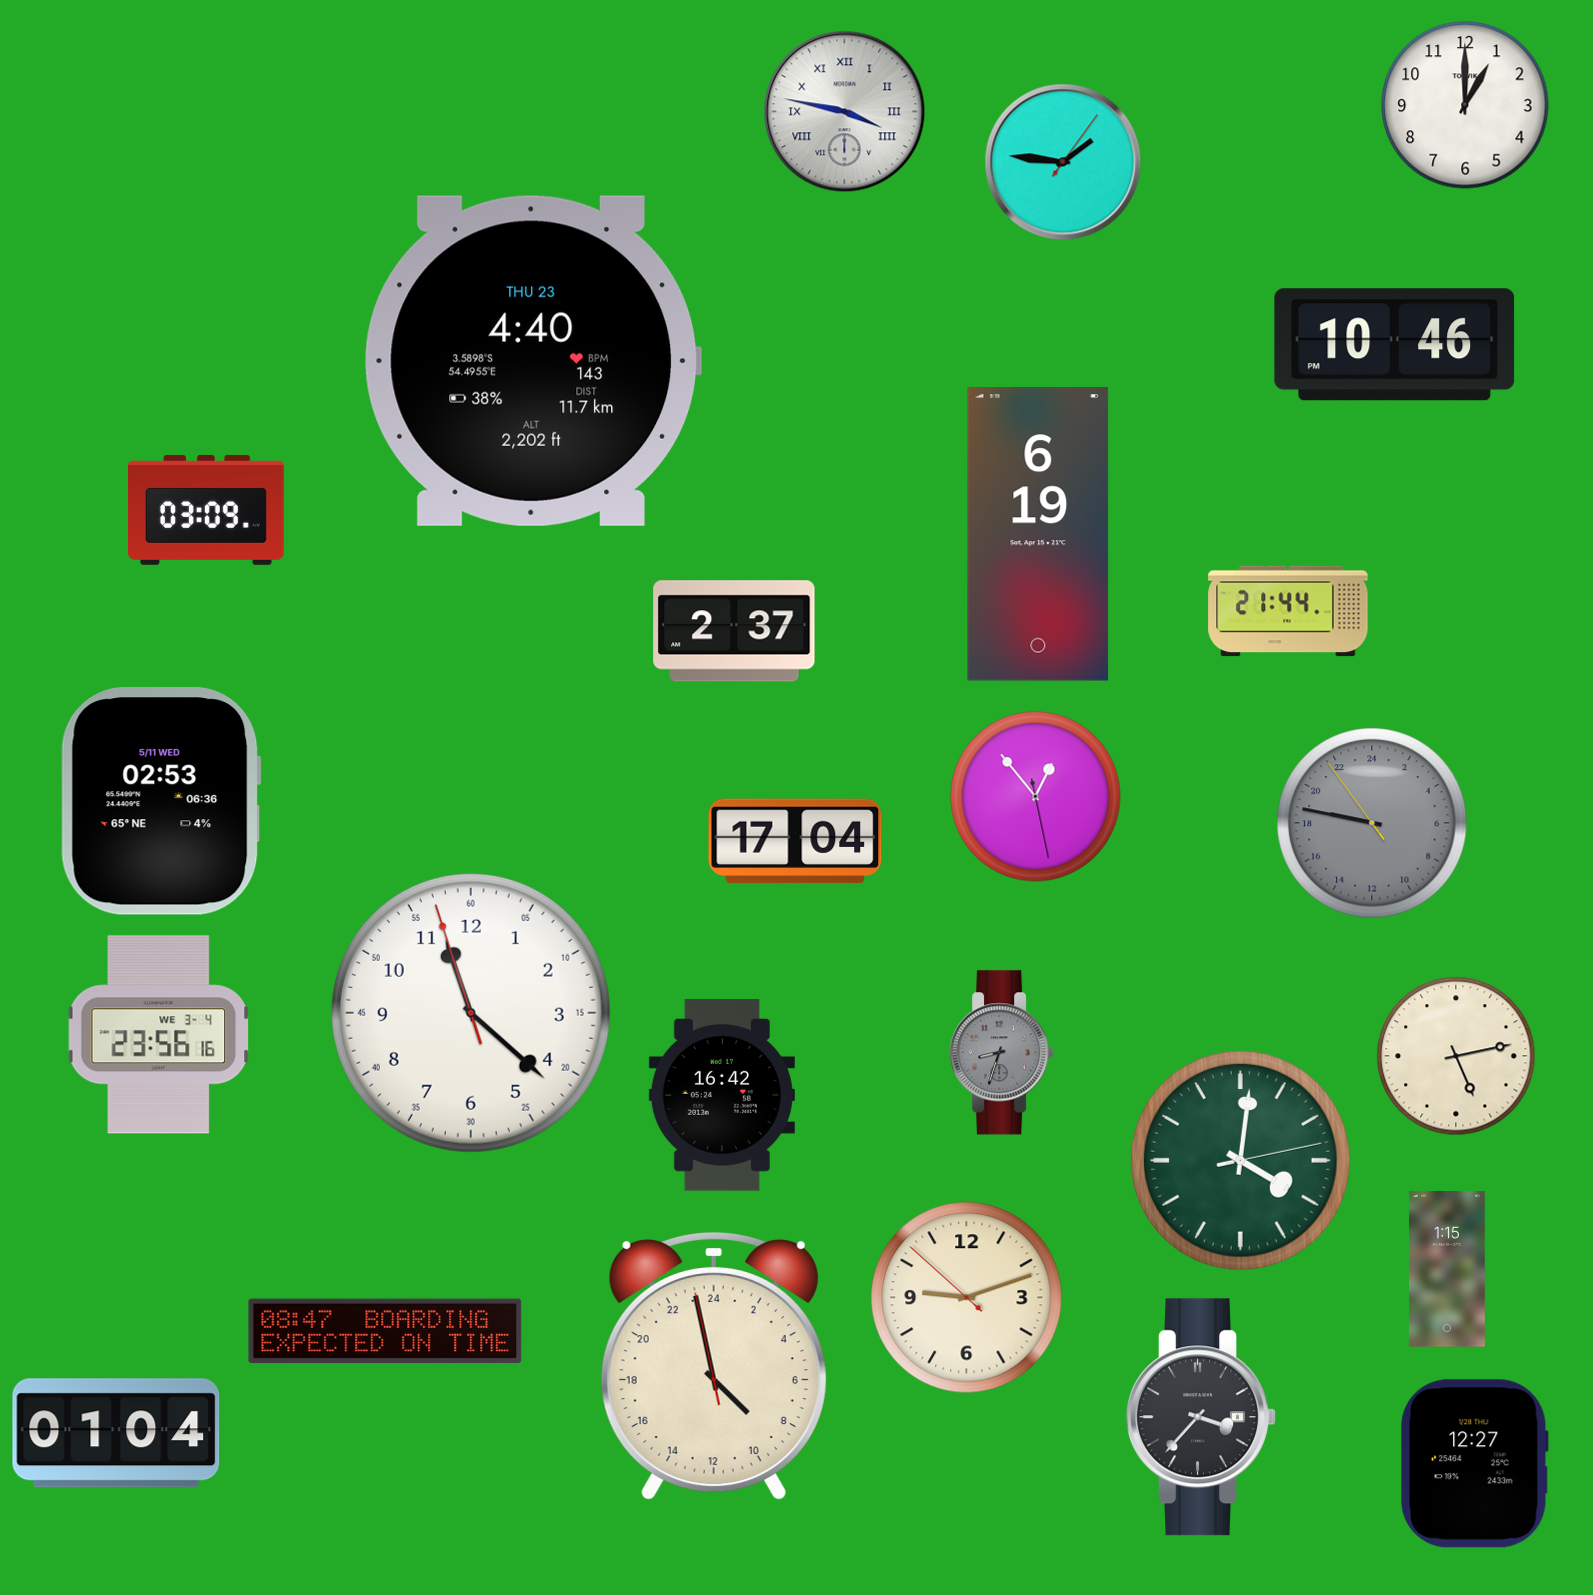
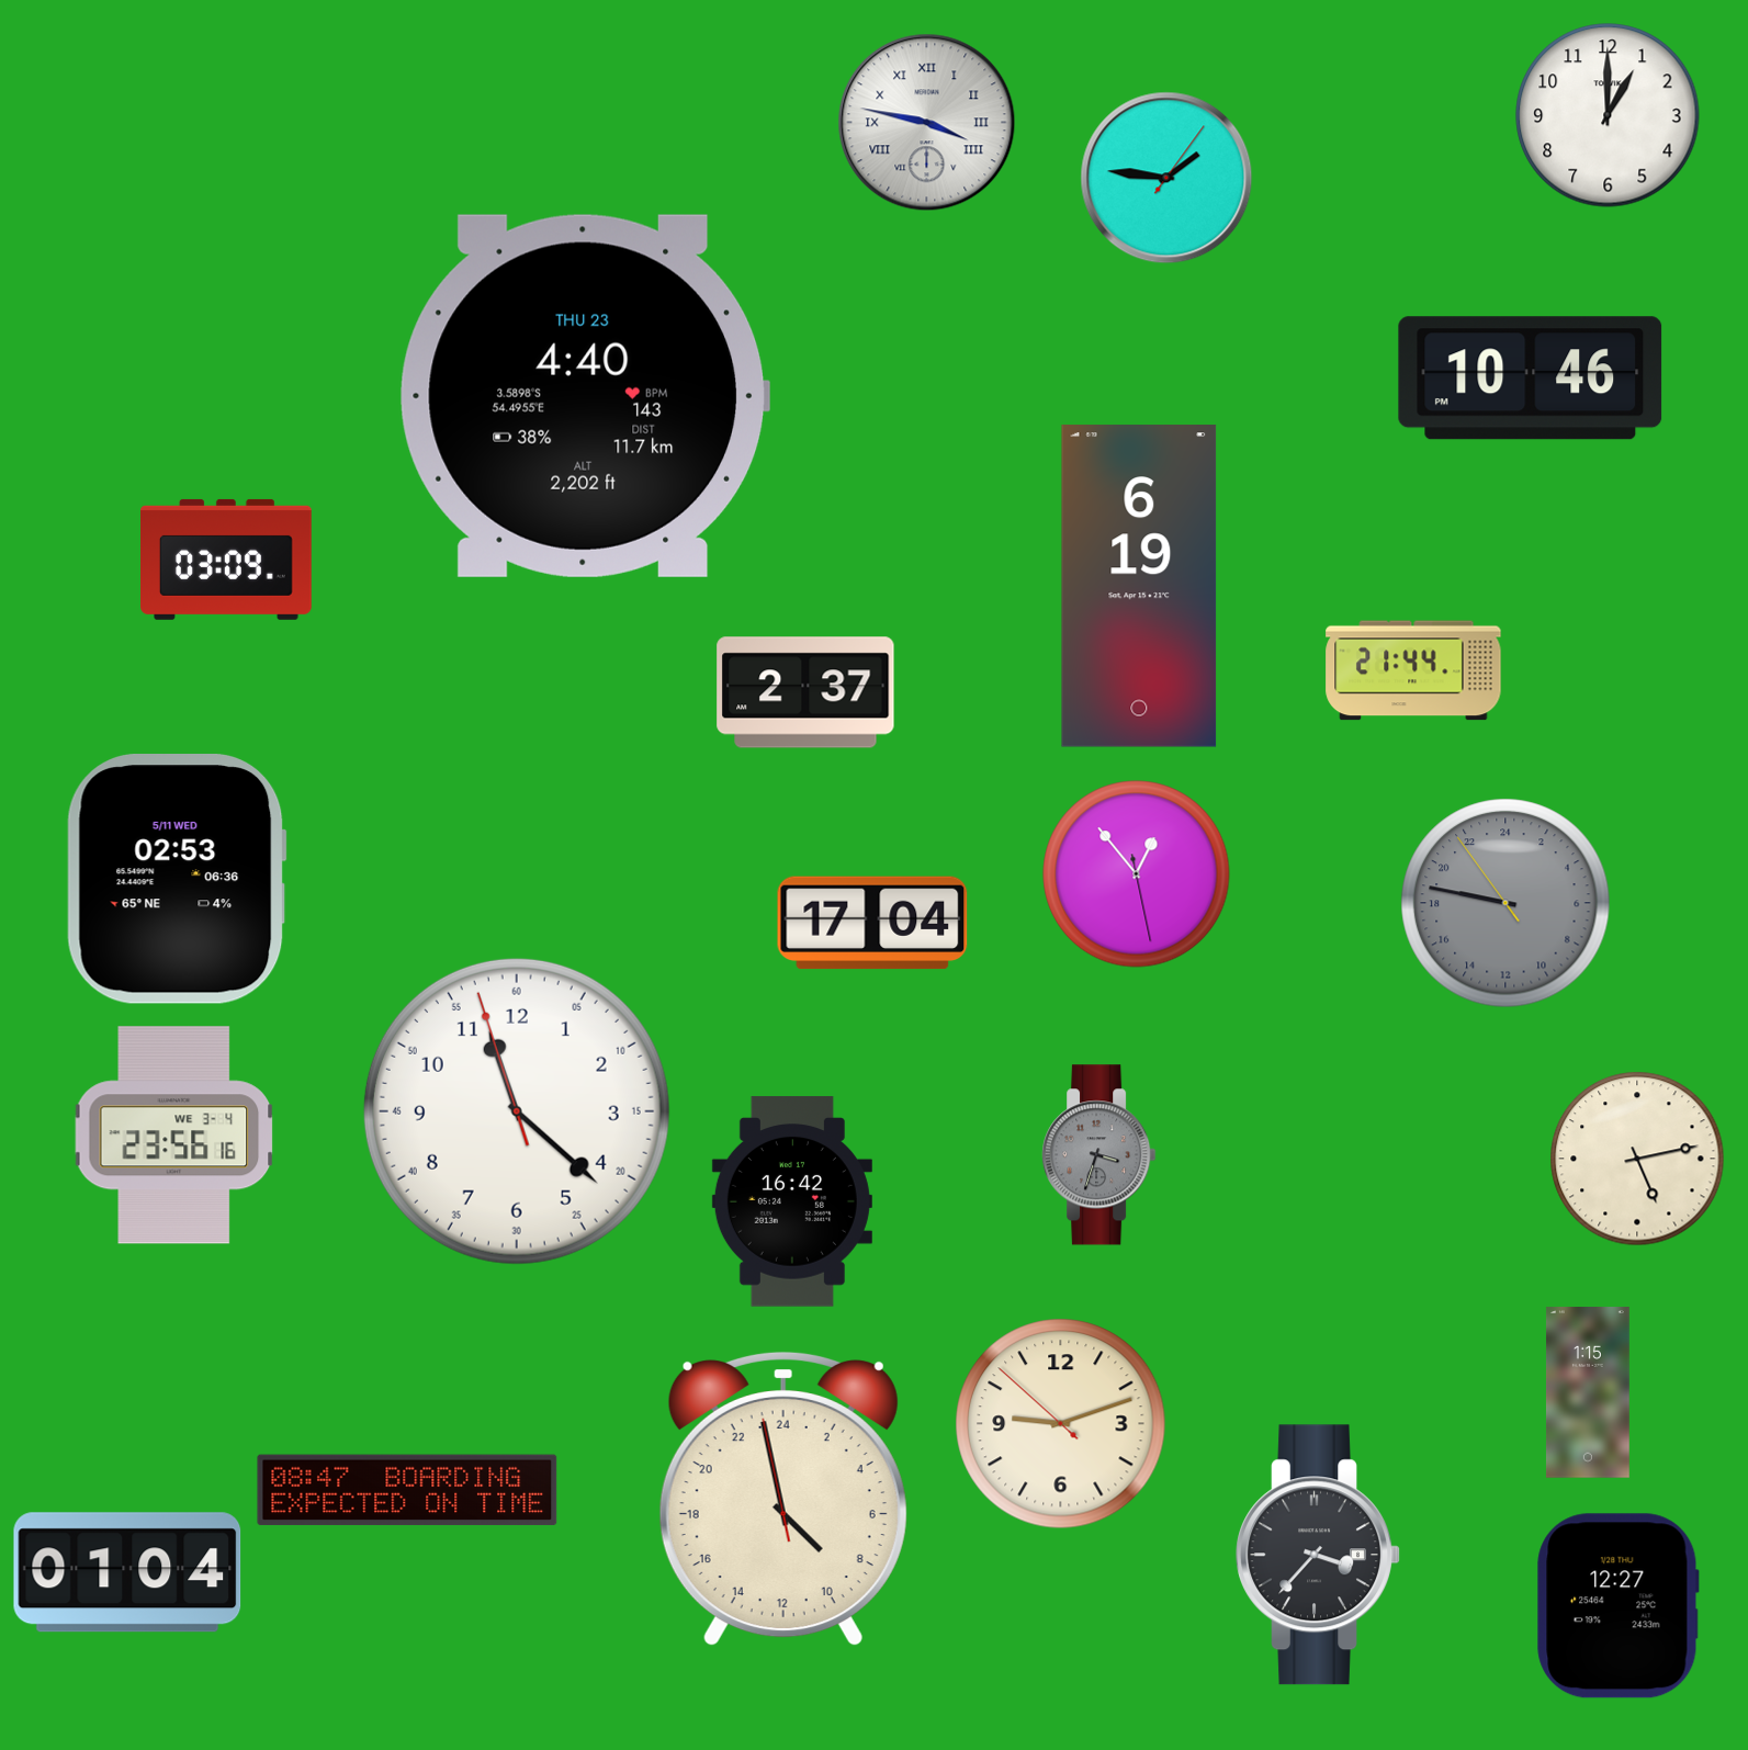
clock at (1002, 1053): 8:33 -> 3:33
clock at (1456, 1056) position: (1456, 1056) -> (1637, 1159)
clock at (1240, 1160): 4:01 -> none
clock at (385, 1331) position: (385, 1331) -> (407, 1490)
